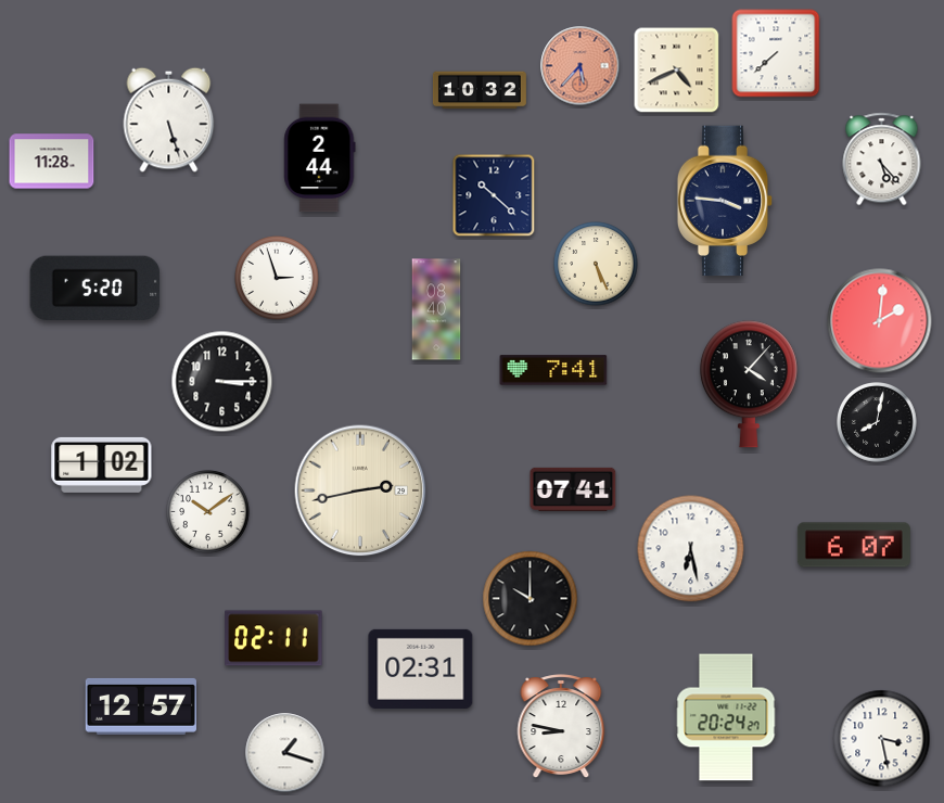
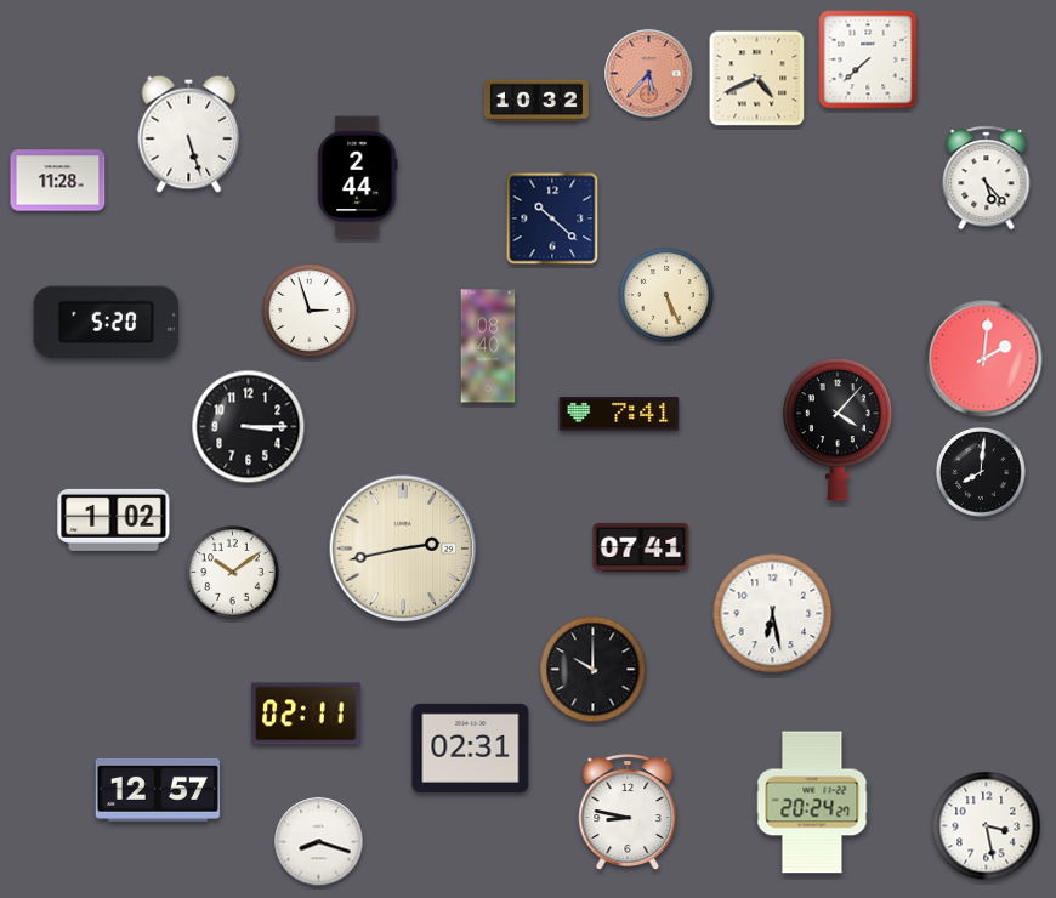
clock at (725, 201): 3:46 -> none
clock at (878, 423): 8:02 -> 8:01
clock at (854, 545): 6:07 -> none
clock at (285, 753): 1:18 -> 8:18
